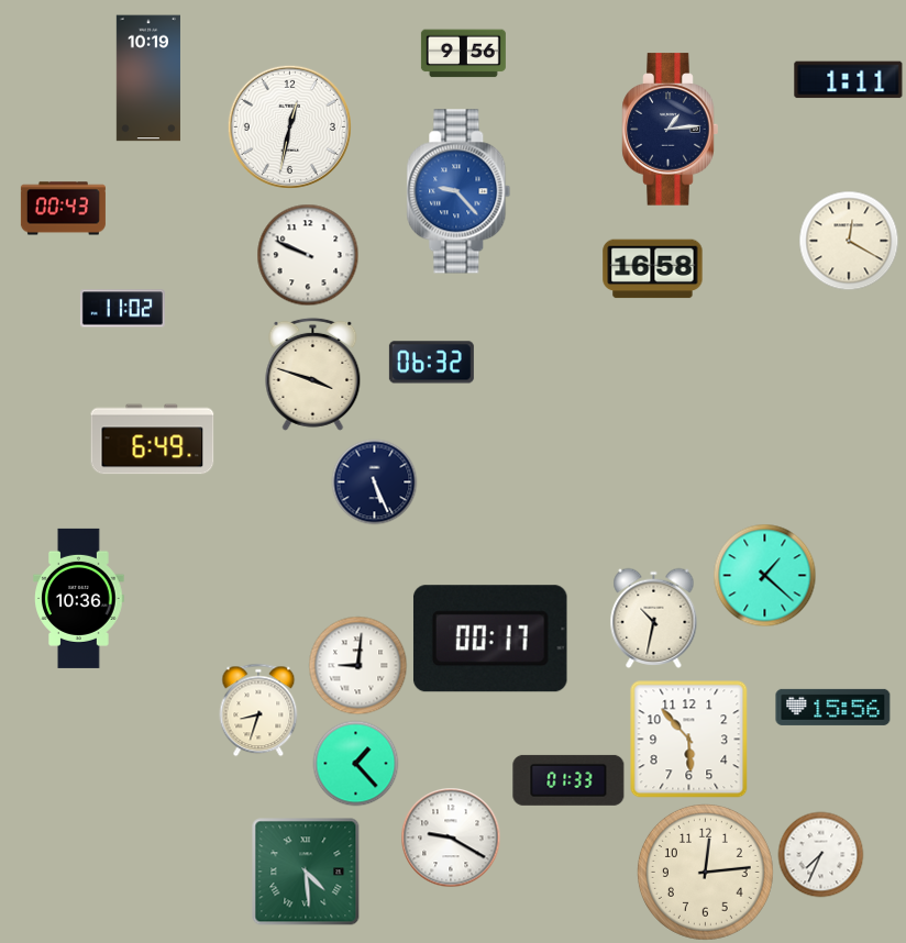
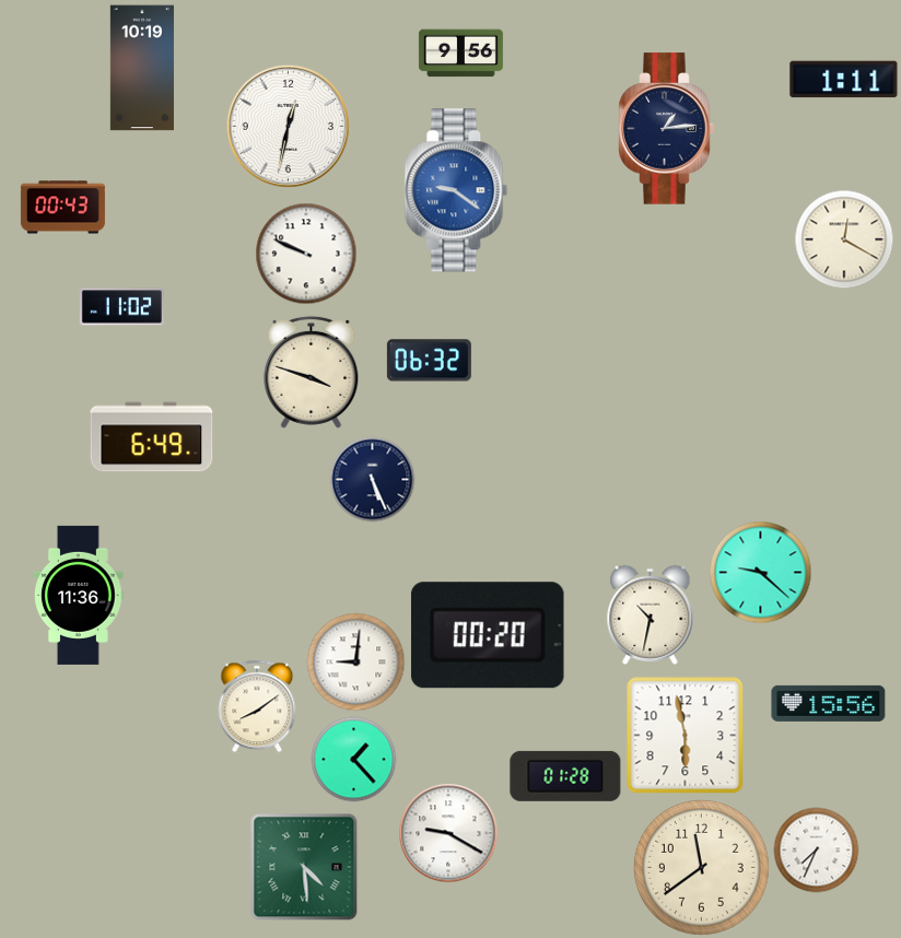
clock at (148, 78) position: (148, 78) -> (142, 68)
clock at (458, 191): 9:23 -> 9:21
clock at (653, 269): 16:58 -> none
clock at (764, 575): 1:22 -> 9:22
clock at (79, 598): 10:36 -> 11:36
clock at (490, 639): 00:17 -> 00:20
clock at (258, 710): 8:33 -> 8:09
clock at (689, 740): 5:53 -> 5:58
clock at (568, 780): 01:33 -> 01:28
clock at (705, 872): 12:14 -> 11:39
